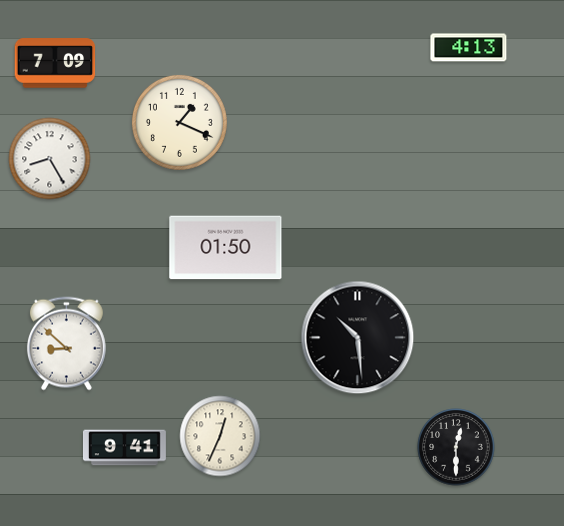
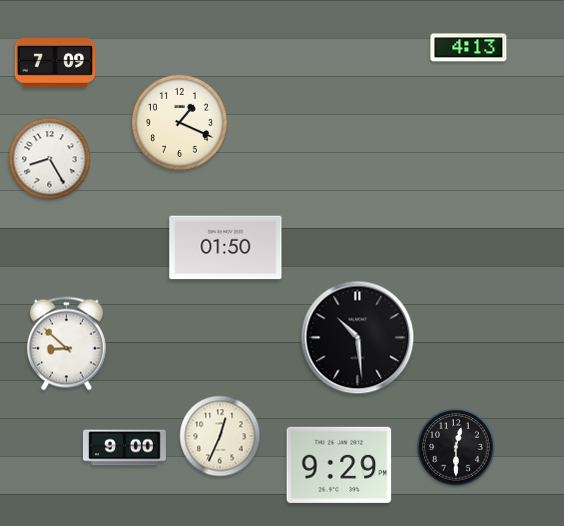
clock at (124, 448): 9:41 -> 9:00
clock at (339, 465): none -> 9:29
